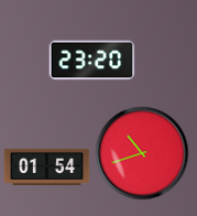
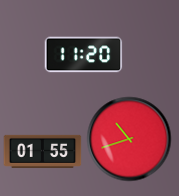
clock at (91, 61): 23:20 -> 11:20
clock at (46, 166): 01:54 -> 01:55
